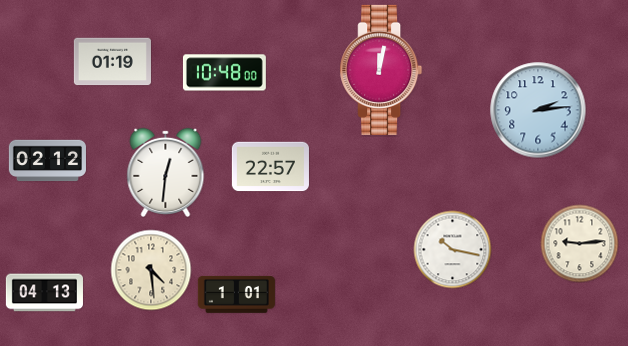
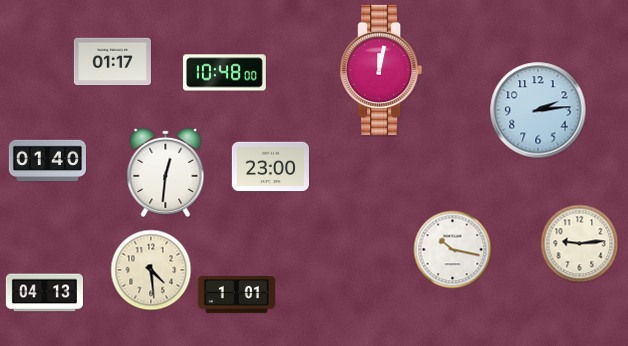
clock at (112, 62): 01:19 -> 01:17
clock at (47, 161): 02:12 -> 01:40
clock at (270, 167): 22:57 -> 23:00
